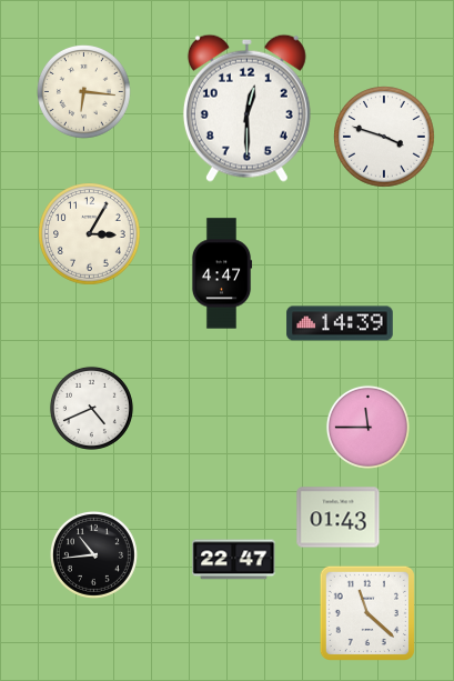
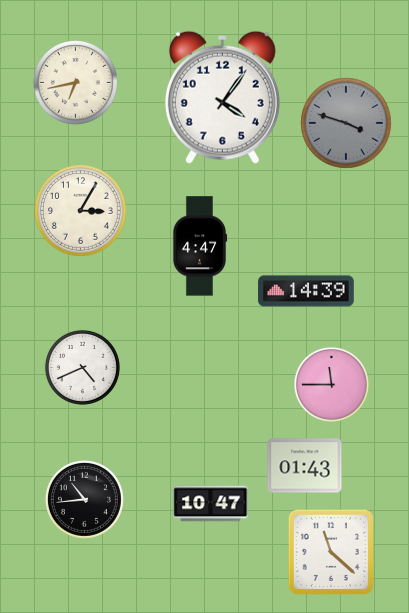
clock at (84, 92): 6:16 -> 6:43
clock at (246, 108): 12:30 -> 4:06
clock at (384, 137) dial: white -> grey
clock at (234, 560): 22:47 -> 10:47
